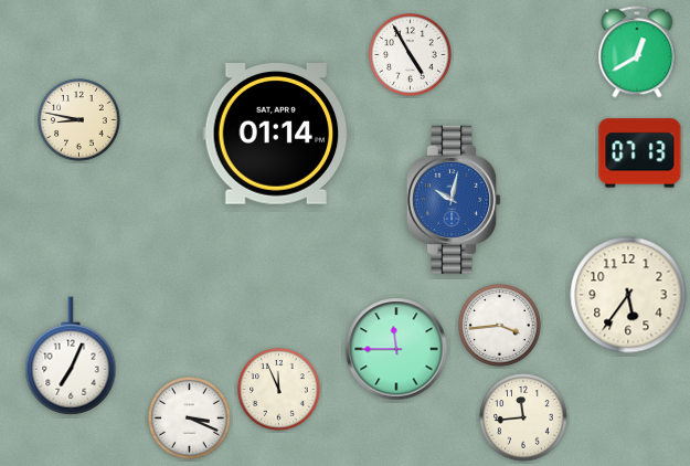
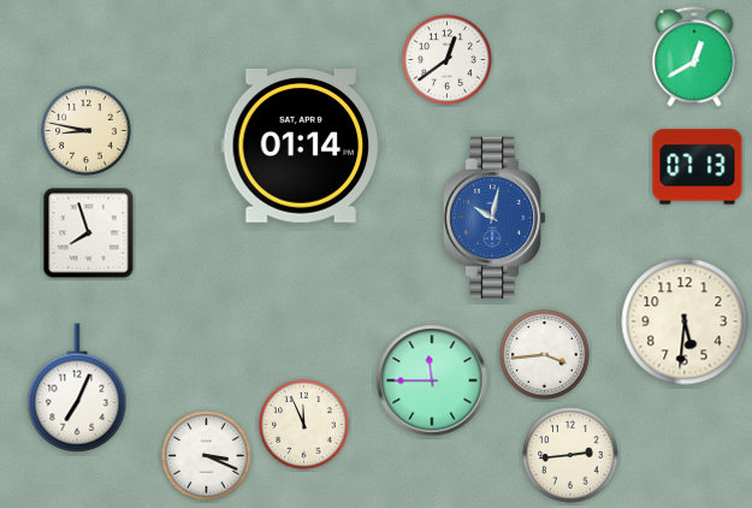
clock at (411, 55): 4:55 -> 12:39
clock at (89, 234): none -> 7:57
clock at (628, 295): 5:36 -> 5:31
clock at (523, 417): 11:44 -> 2:44
